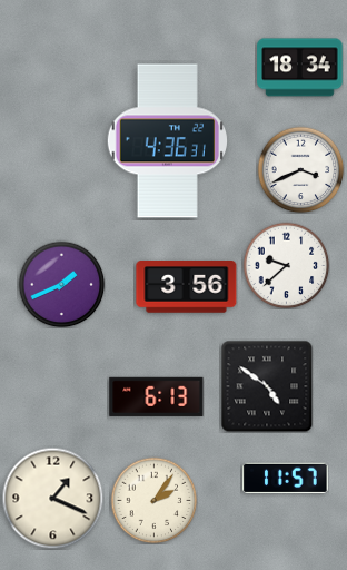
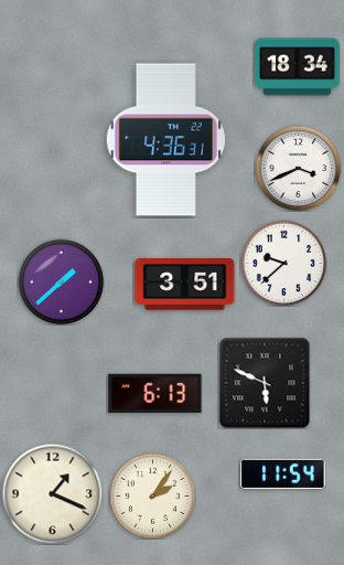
clock at (61, 284): 1:41 -> 1:38
clock at (187, 287): 3:56 -> 3:51
clock at (267, 386): 4:51 -> 5:49
clock at (286, 478): 11:57 -> 11:54
